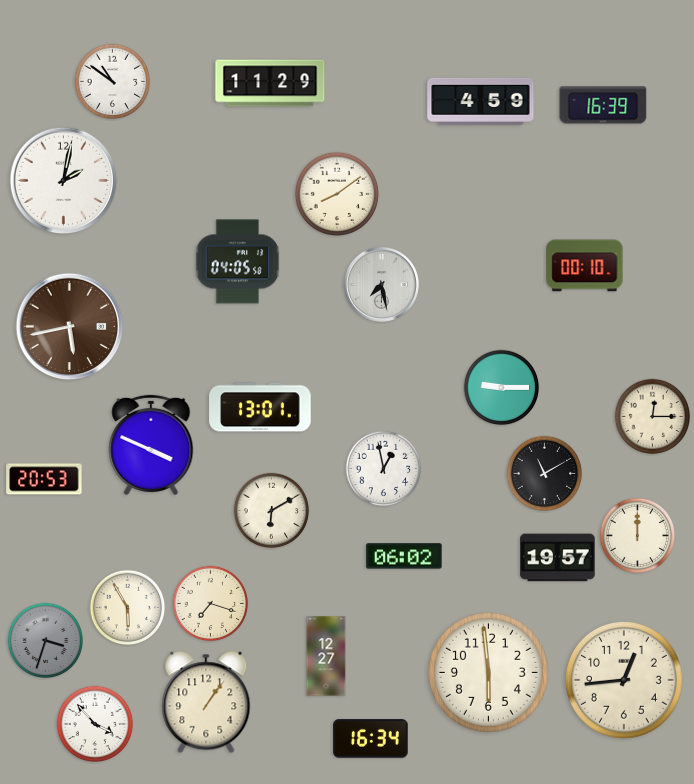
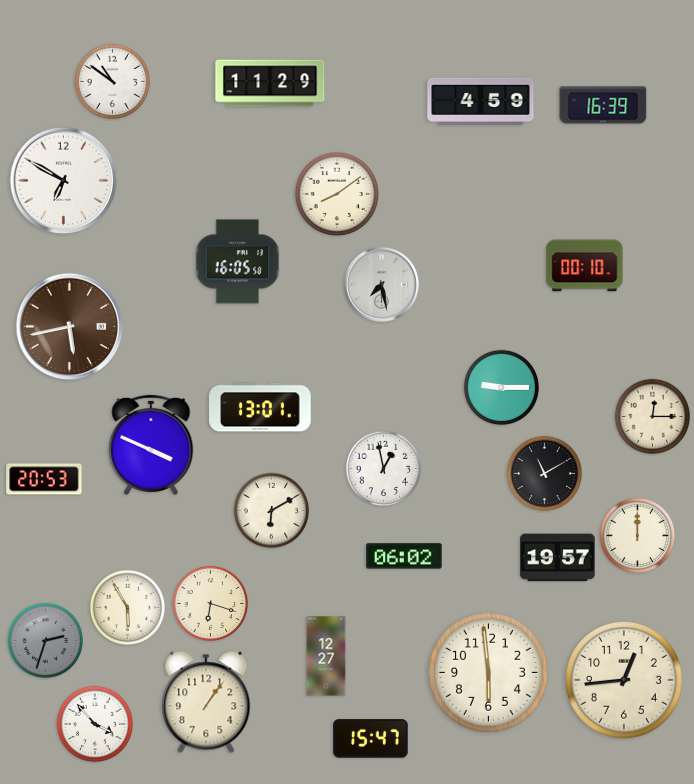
clock at (64, 181): 2:02 -> 6:50
clock at (238, 262): 04:05 -> 16:05
clock at (211, 604): 7:18 -> 6:18
clock at (46, 641): 3:33 -> 2:33
clock at (371, 739): 16:34 -> 15:47
